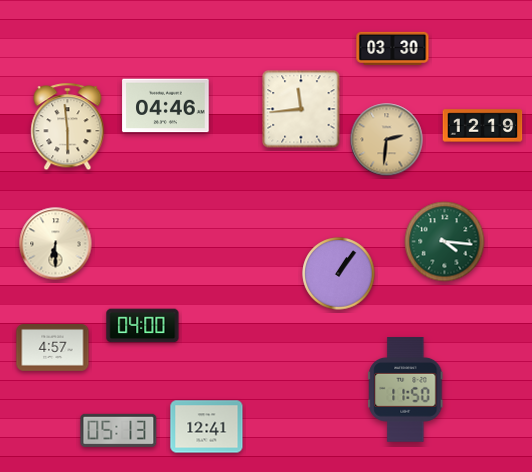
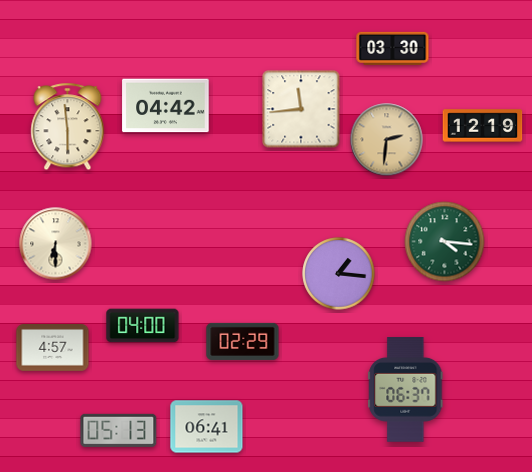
clock at (166, 106): 04:46 -> 04:42
clock at (339, 274): 1:06 -> 1:16
clock at (243, 341): none -> 02:29
clock at (406, 390): 11:50 -> 06:37
clock at (207, 427): 12:41 -> 06:41
